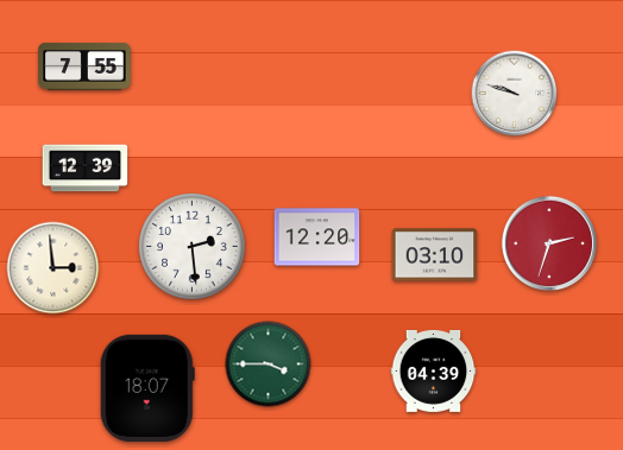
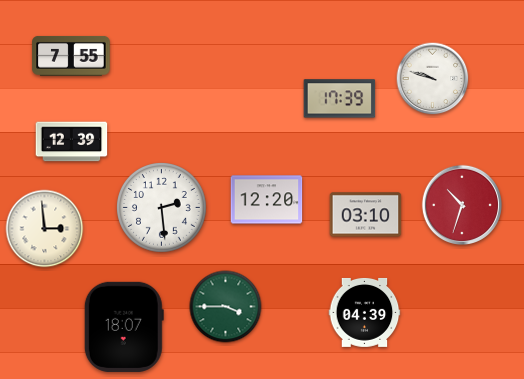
clock at (340, 99): none -> 17:39
clock at (548, 242): 2:33 -> 10:33
clock at (54, 268) position: (54, 268) -> (45, 229)
